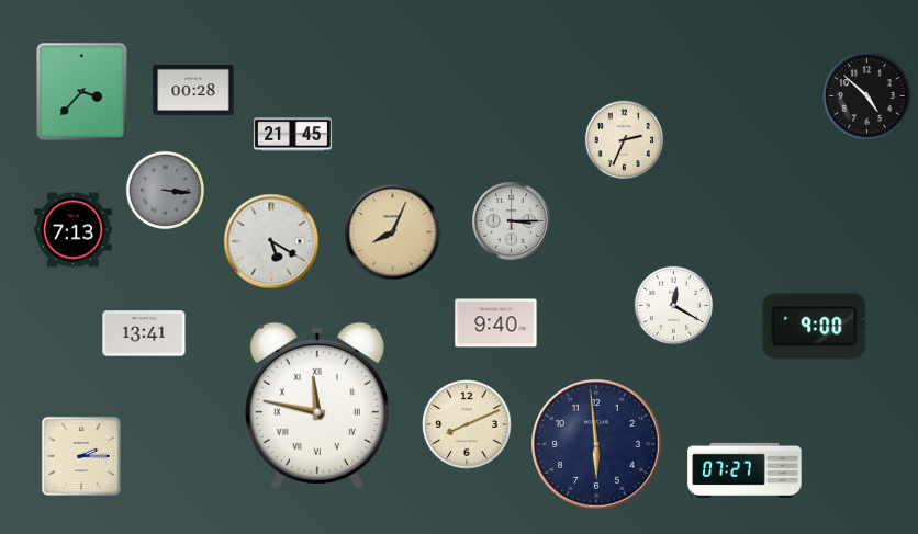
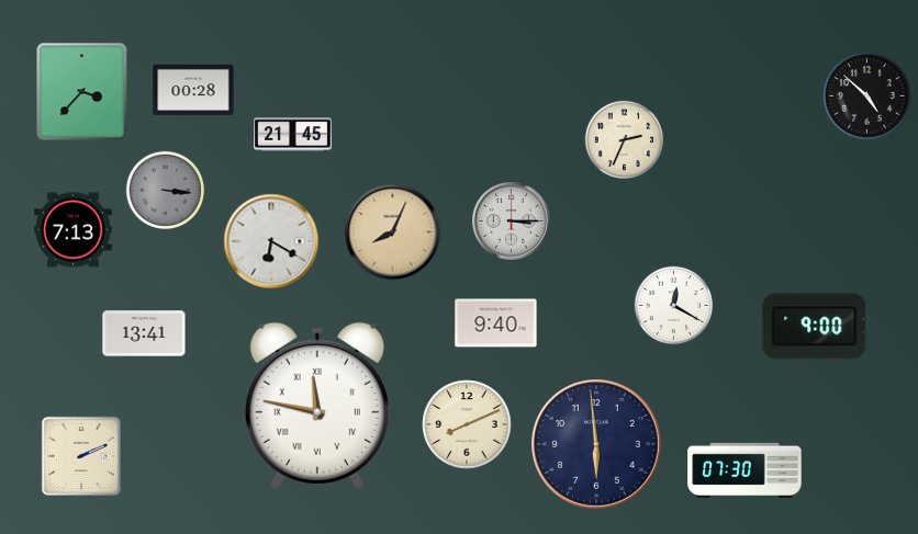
clock at (271, 241): 5:20 -> 6:20
clock at (81, 456): 2:15 -> 2:11
clock at (745, 470): 07:27 -> 07:30
